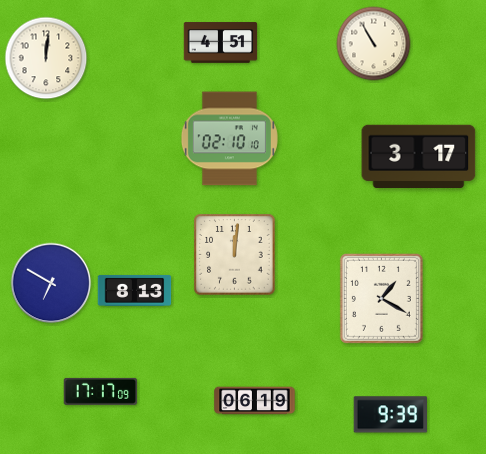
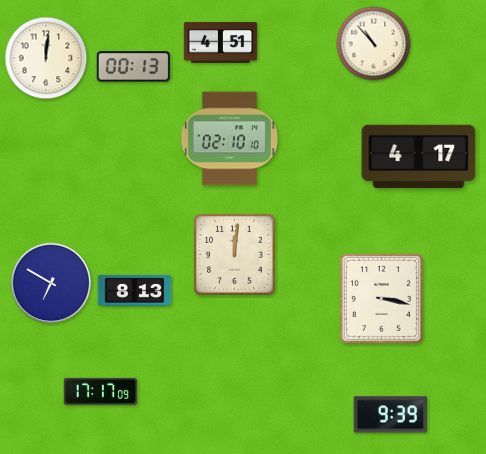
clock at (374, 44): 10:55 -> 10:53
clock at (133, 67): none -> 00:13
clock at (419, 156): 3:17 -> 4:17
clock at (381, 298): 1:20 -> 3:17
clock at (255, 401): 06:19 -> none
